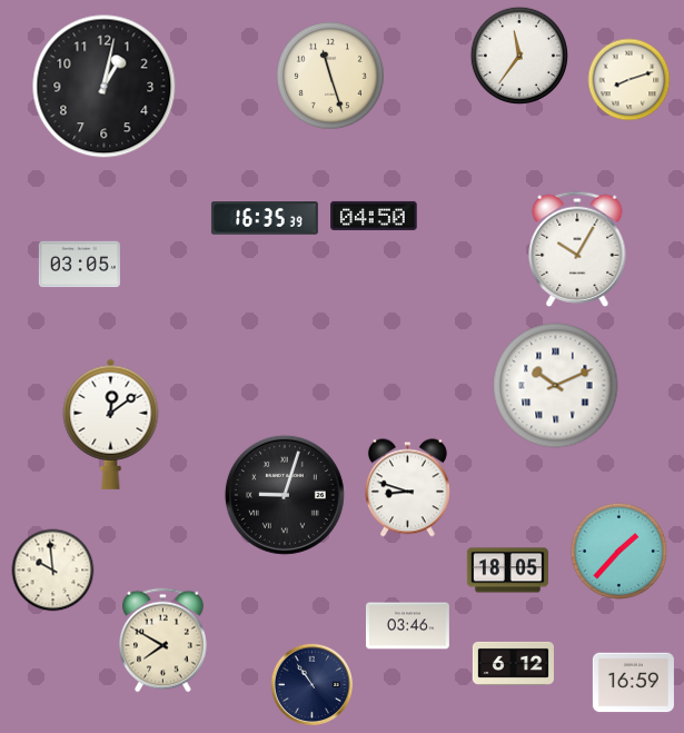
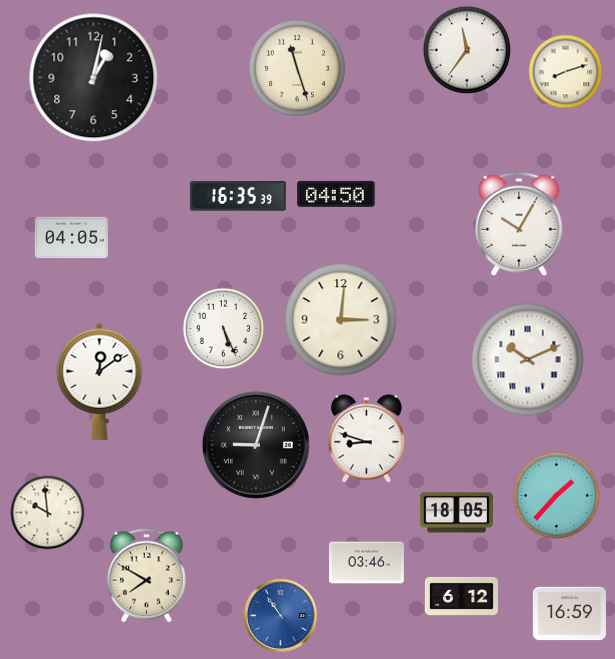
clock at (79, 265): 03:05 -> 04:05
clock at (341, 320): none -> 3:01
clock at (224, 329): none -> 5:26
clock at (556, 386) position: (556, 386) -> (528, 360)
clock at (313, 685) dial: navy -> blue
